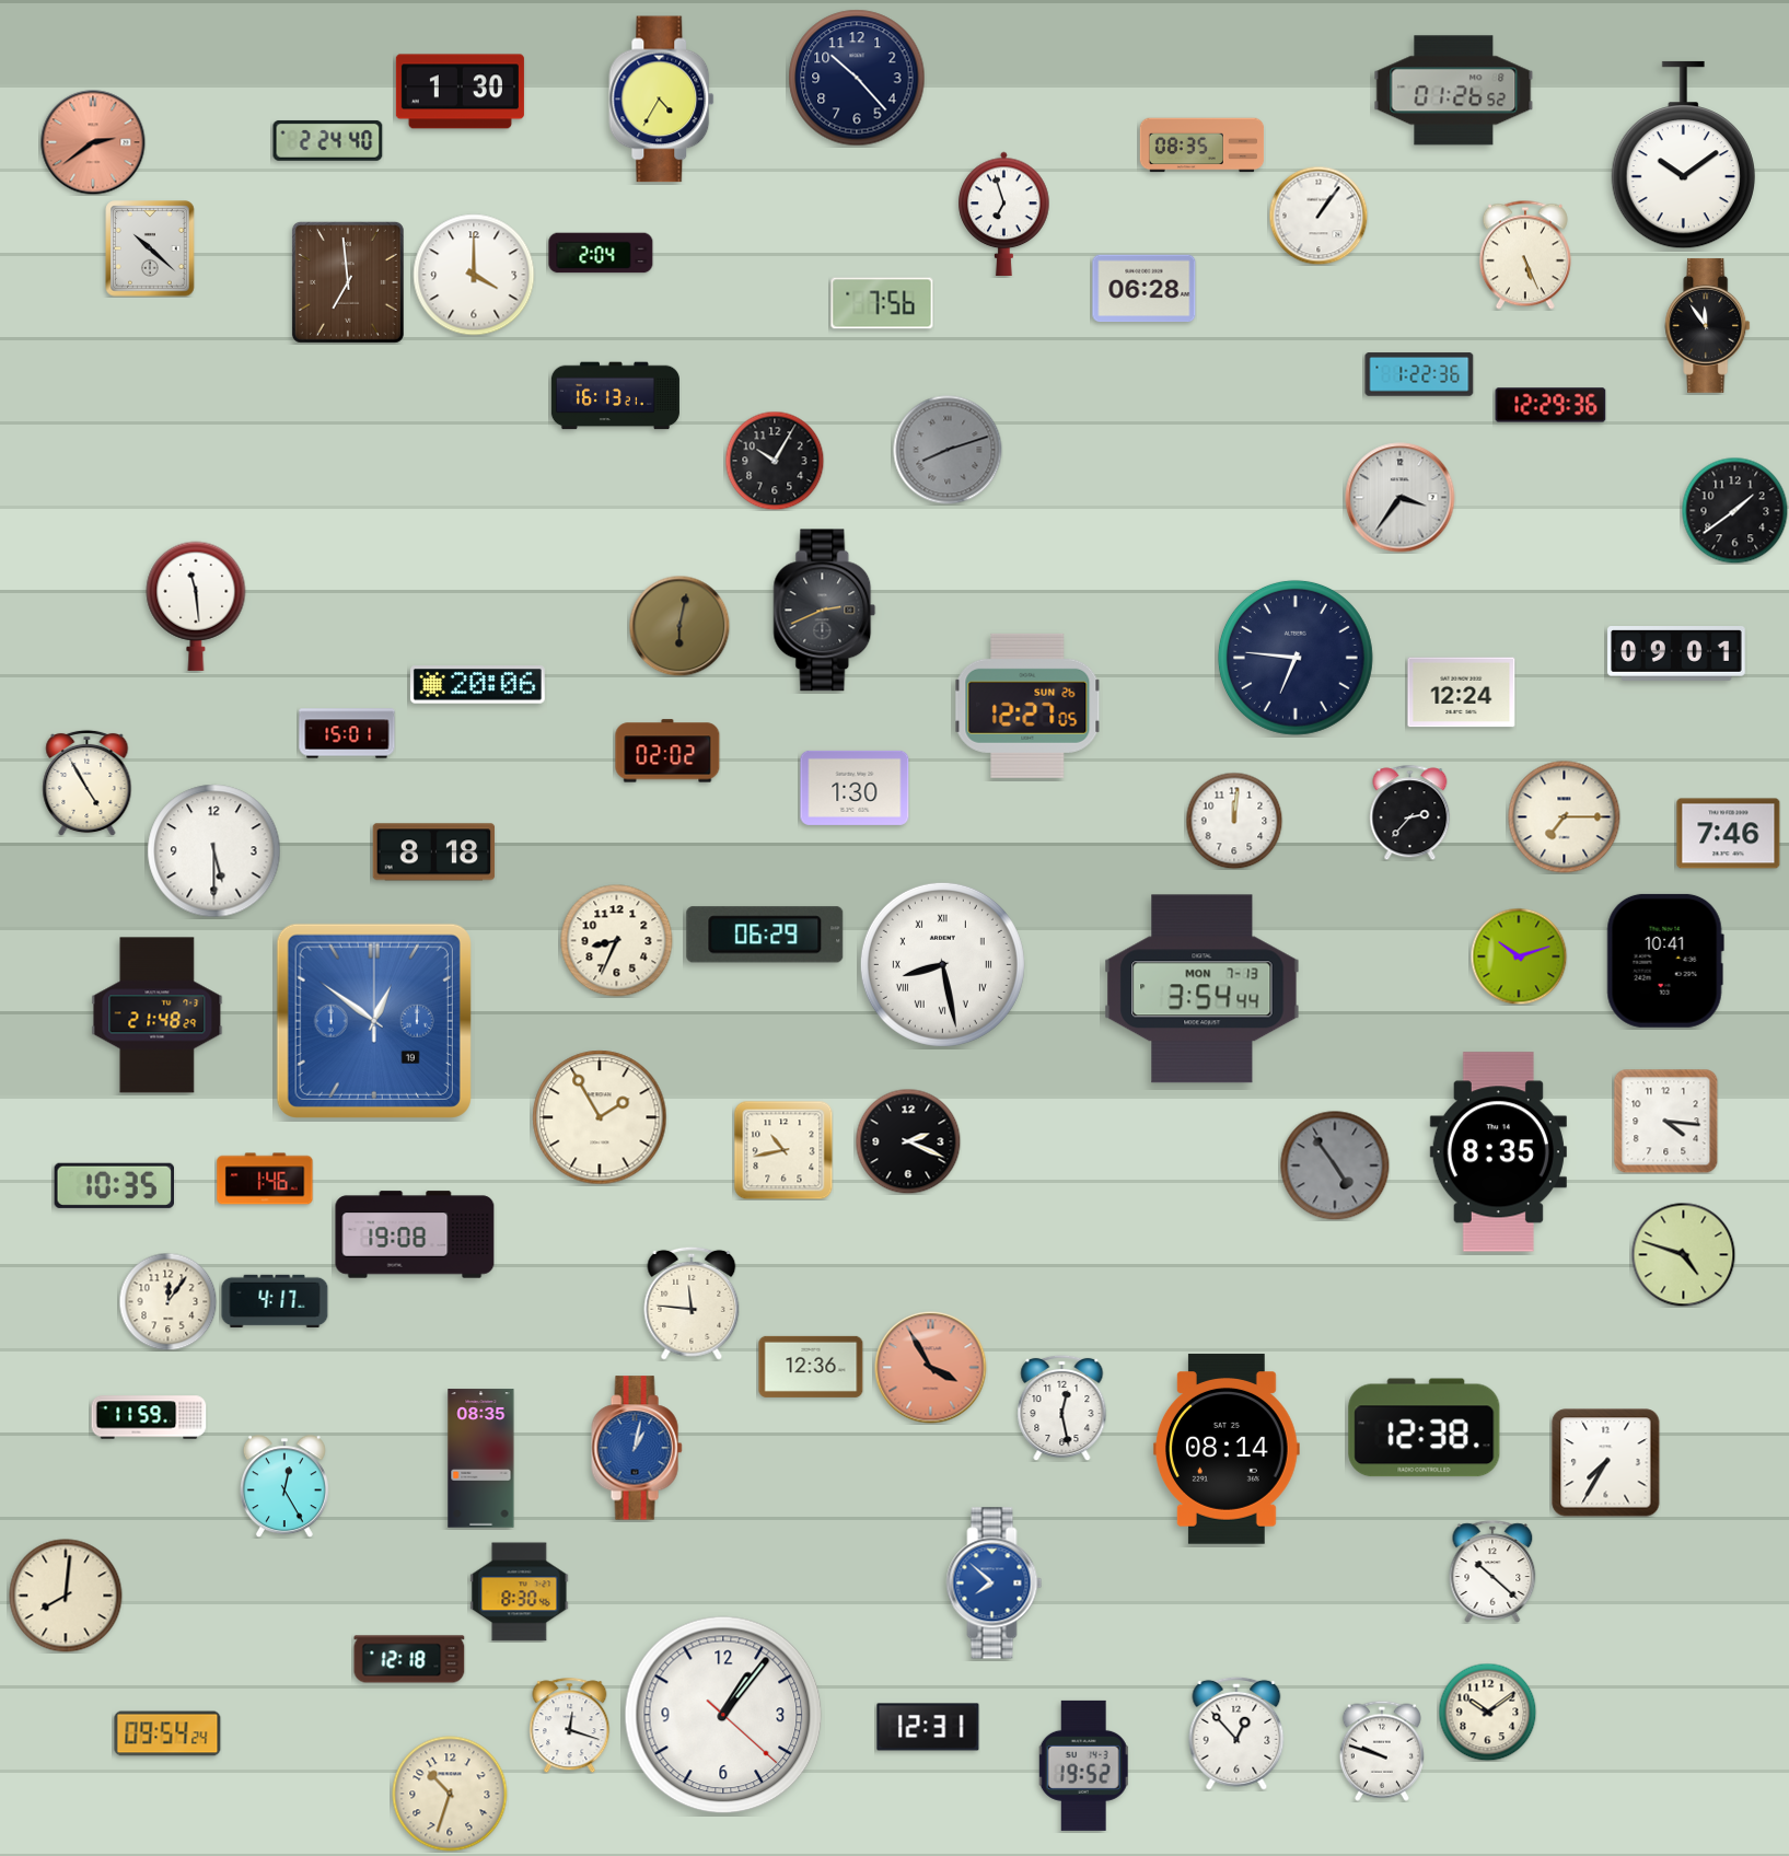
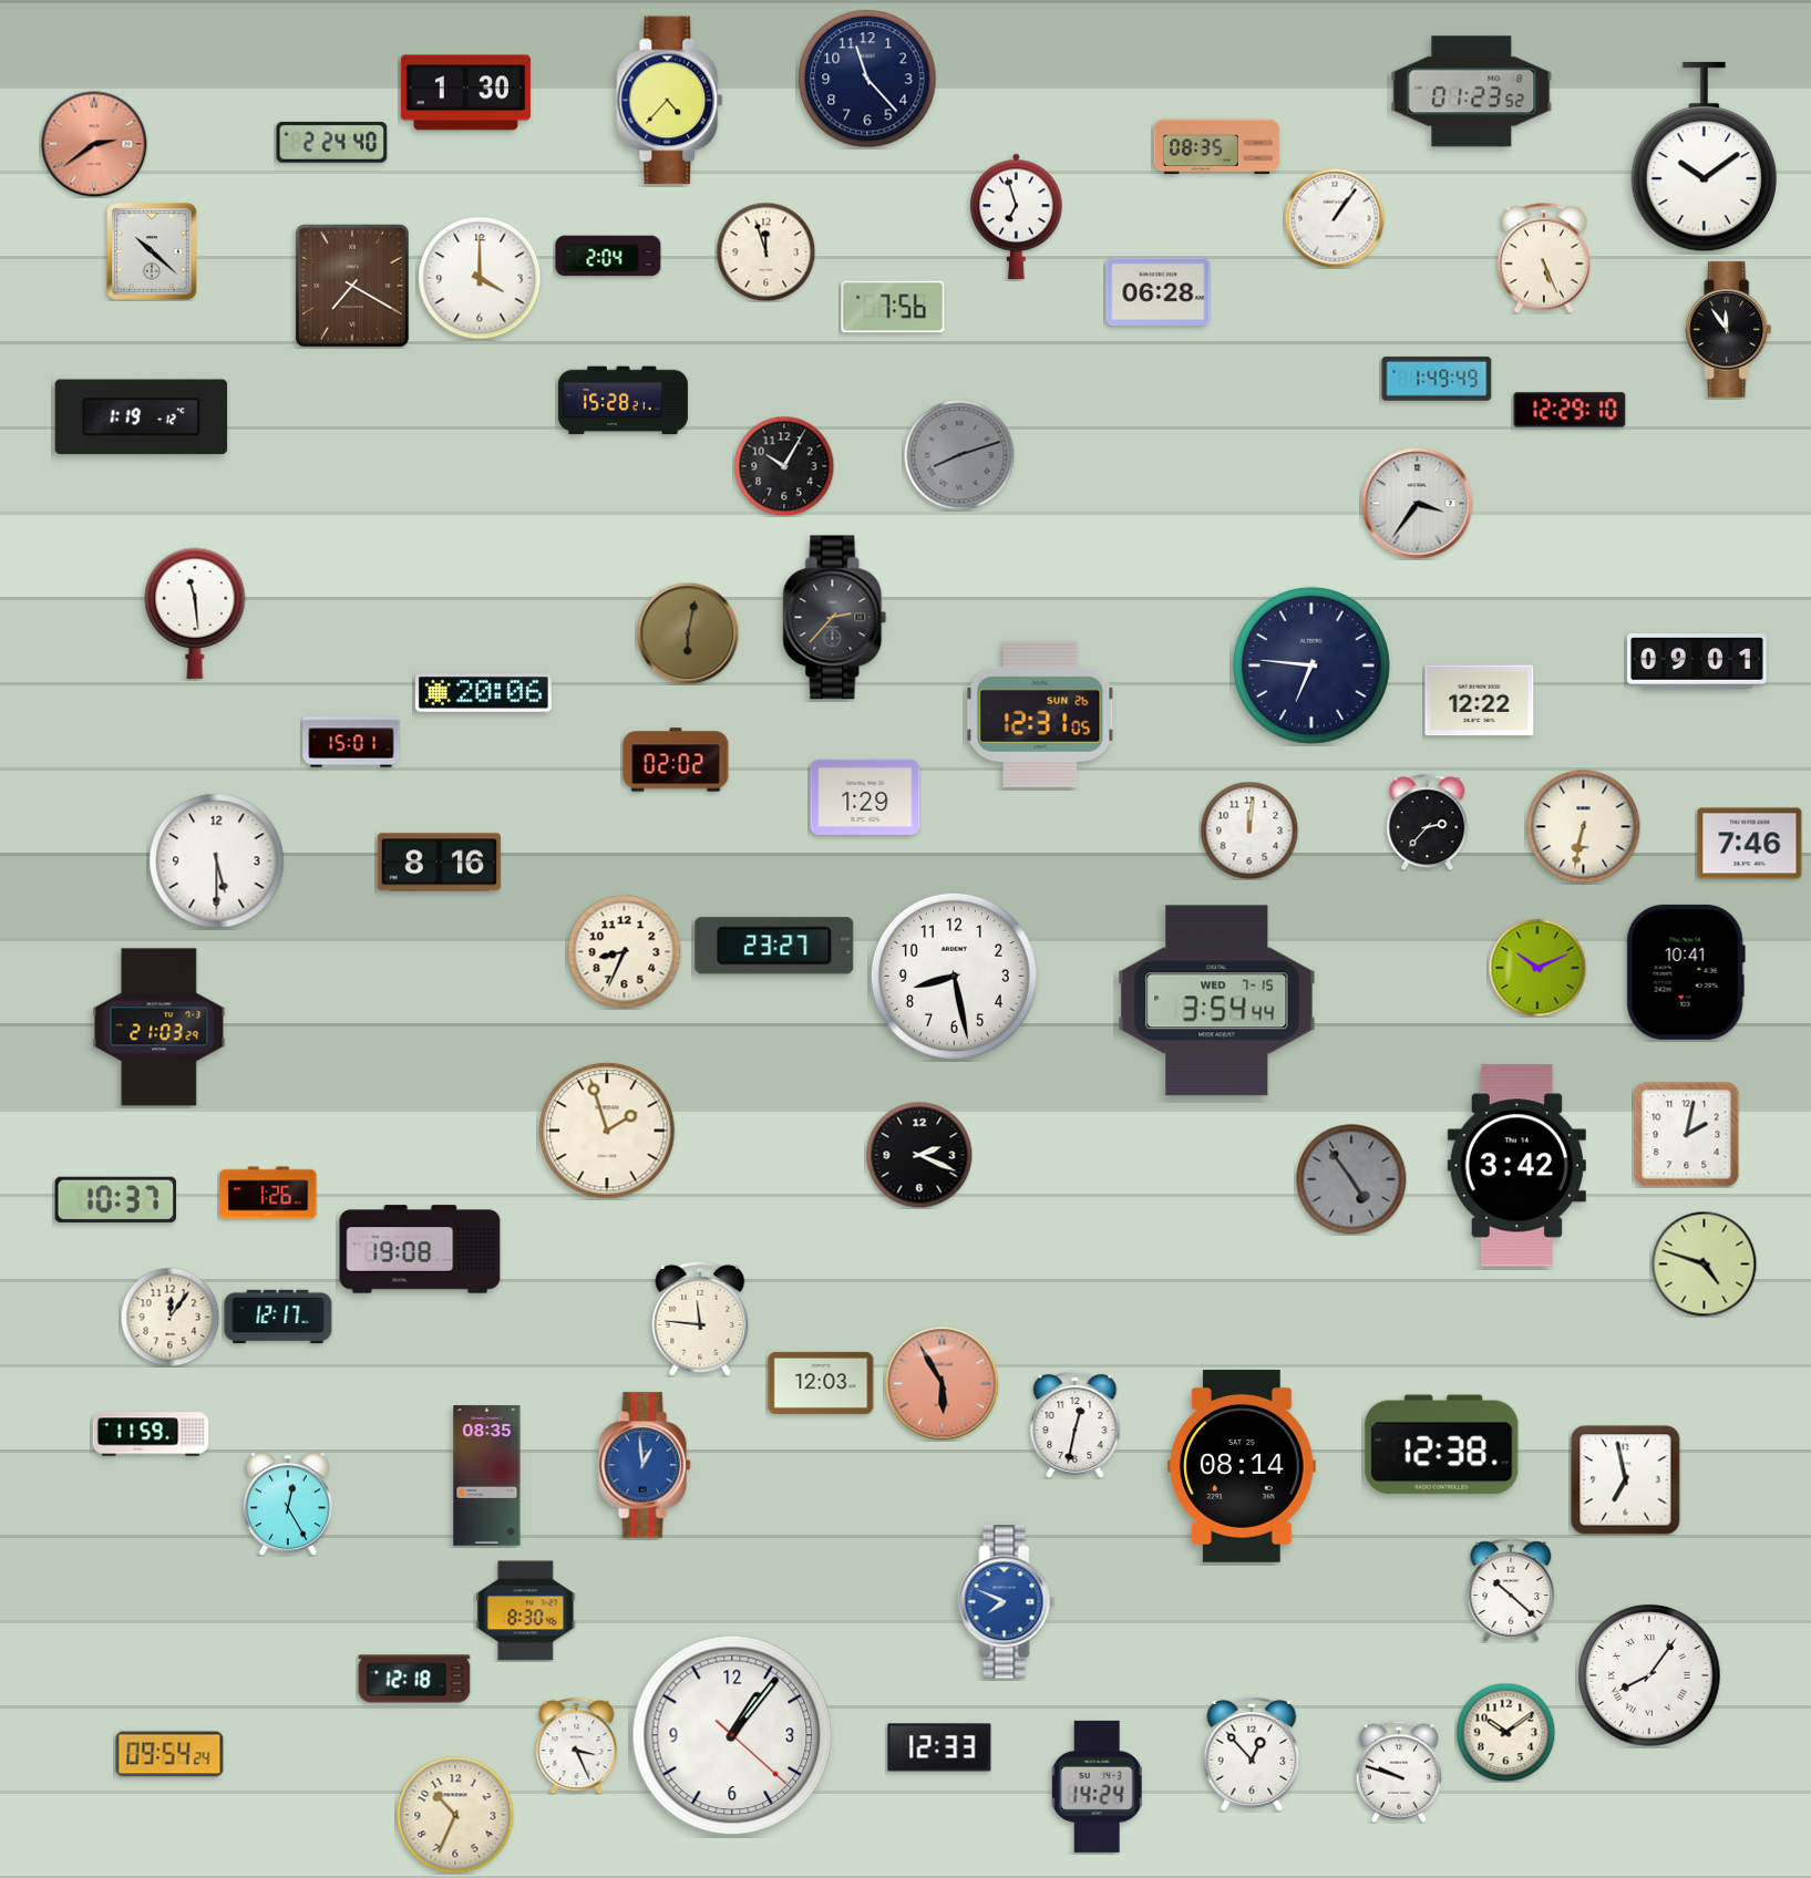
clock at (857, 78): 10:23 -> 11:23
clock at (1454, 91): 01:26 -> 01:23
clock at (662, 100): 4:35 -> 4:37
clock at (765, 251): none -> 11:57
clock at (348, 282): 6:59 -> 7:20
clock at (1419, 374): 1:22 -> 1:49
clock at (615, 396): 16:13 -> 15:28
clock at (1550, 405): 12:29:36 -> 12:29:10
clock at (142, 417): none -> 1:19
clock at (1734, 510): 1:39 -> none
clock at (196, 606) position: (196, 606) -> (195, 613)
clock at (825, 611): 2:41 -> 2:37
clock at (1462, 693): 12:24 -> 12:22
clock at (1027, 706): 12:27 -> 12:31
clock at (88, 782): 4:55 -> none
clock at (855, 788): 1:30 -> 1:29
clock at (1565, 817): 7:15 -> 6:32
clock at (434, 852): 8:18 -> 8:16
clock at (765, 935): 06:29 -> 23:27
clock at (1519, 956): 10:12 -> 10:11
clock at (942, 964) numerals: Roman -> Arabic
clock at (1203, 989) date: MON 7-13 -> WED 7-15
clock at (158, 1016): 21:48 -> 21:03
clock at (374, 1021): 12:51 -> none
clock at (600, 1117): 1:55 -> 1:57
clock at (1666, 1122): 4:16 -> 2:02
clock at (783, 1150): 10:43 -> none
clock at (1498, 1152): 8:35 -> 3:42
clock at (265, 1179): 1:46 -> 1:26
clock at (114, 1185): 10:35 -> 10:37
clock at (1683, 1254) position: (1683, 1254) -> (1704, 1263)
clock at (275, 1301): 4:17 -> 12:17
clock at (811, 1367): 12:36 -> 12:03
clock at (931, 1368): 3:55 -> 5:55
clock at (1062, 1407): 12:28 -> 12:32
clock at (637, 1448): 1:02 -> 12:59
clock at (1606, 1463): 7:35 -> 6:58
clock at (995, 1584): 7:52 -> 7:49
clock at (66, 1596): 8:01 -> none
clock at (1649, 1675): none -> 8:06
clock at (570, 1725): 12:18 -> 3:26
clock at (928, 1727): 12:31 -> 12:33
clock at (1083, 1765): 19:52 -> 14:24
clock at (450, 1794): 10:33 -> 10:34
